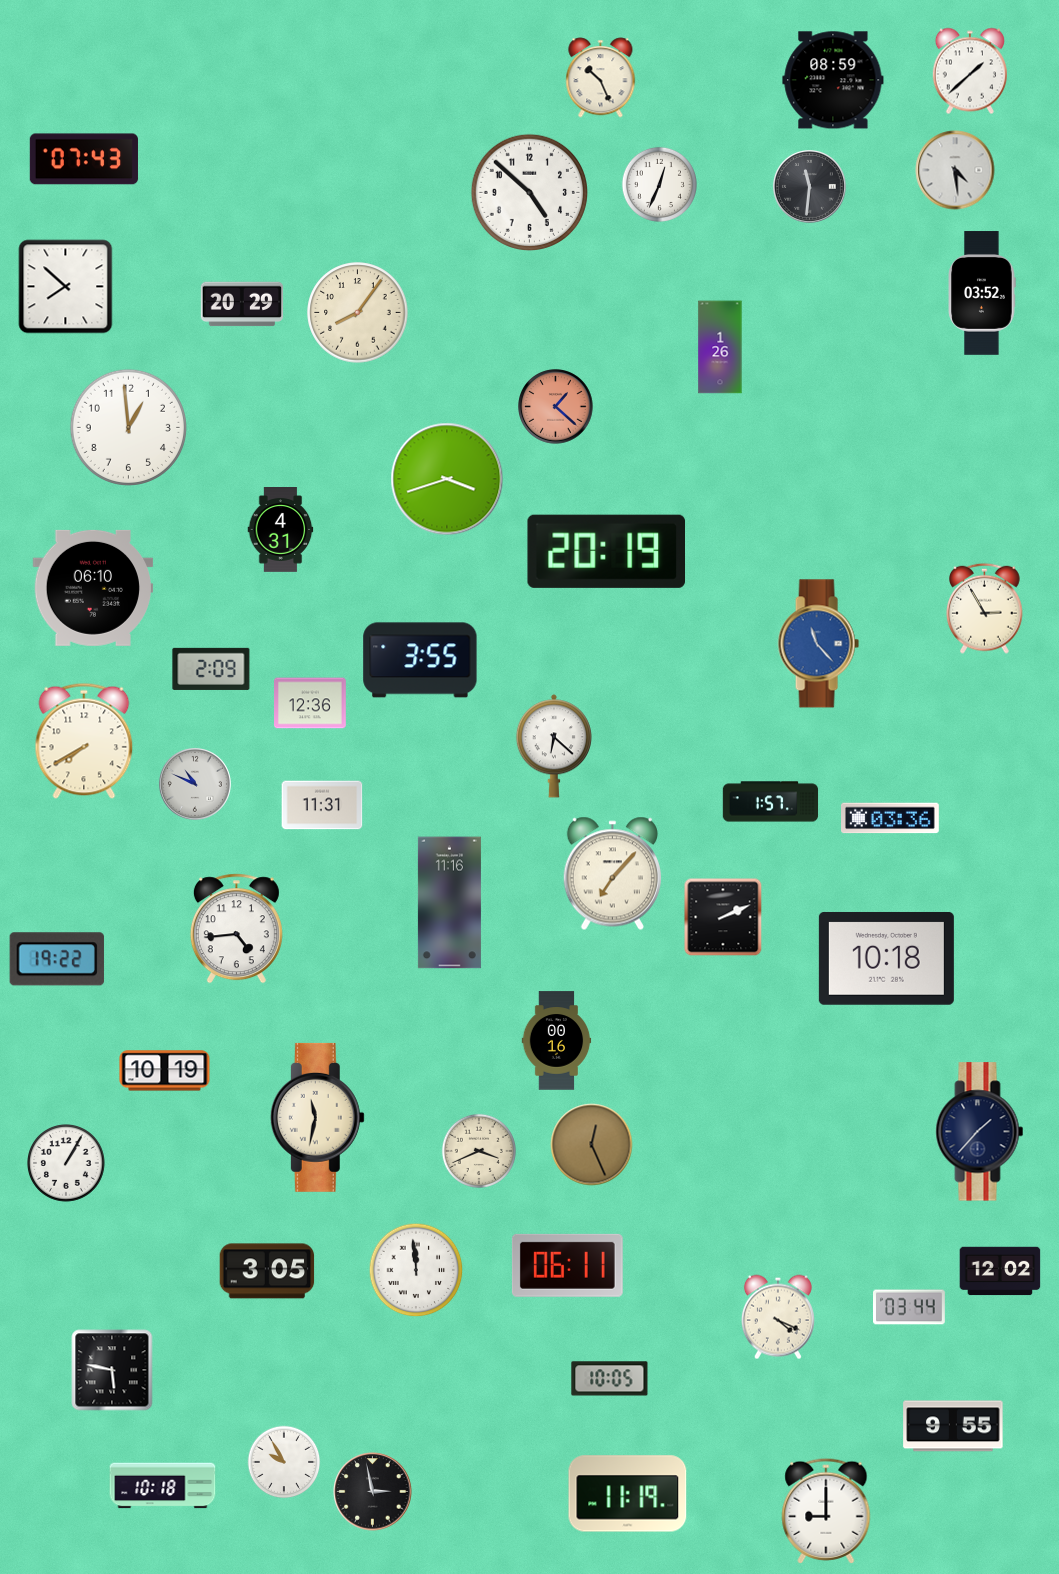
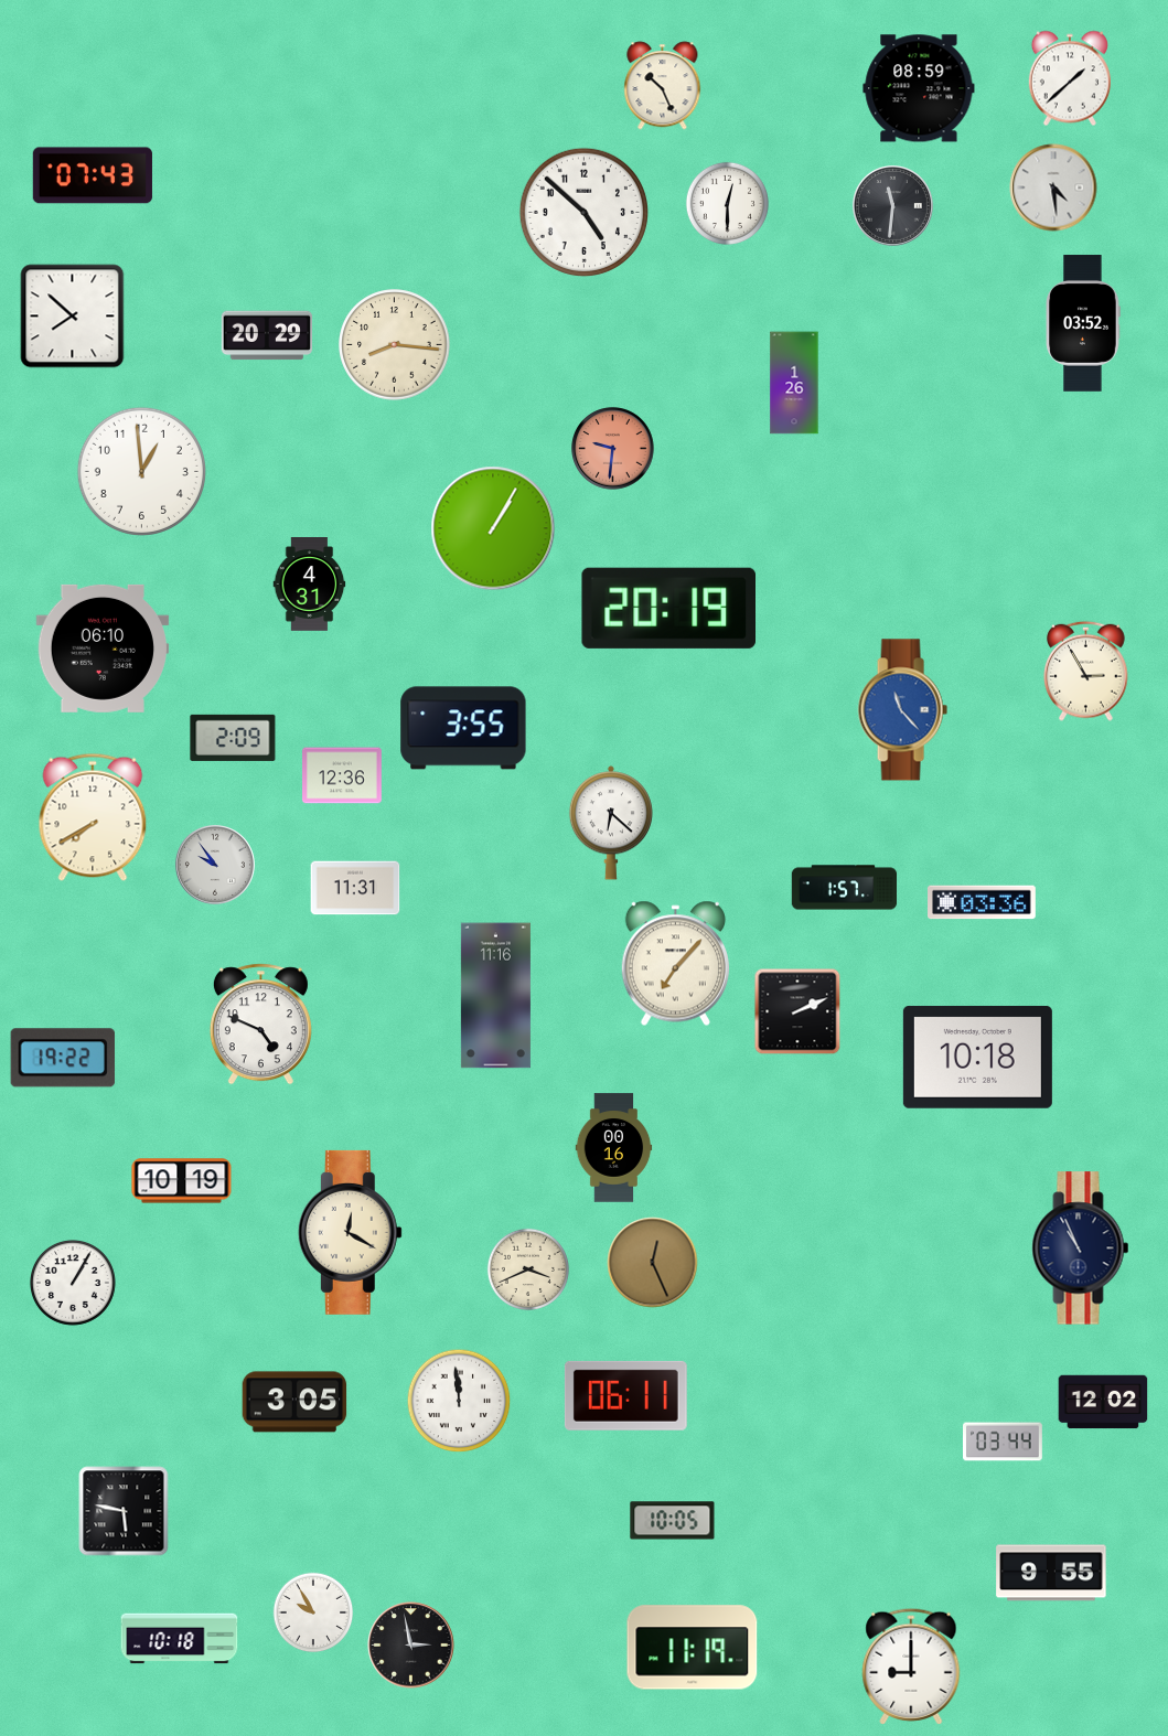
clock at (659, 184): 12:34 -> 12:30
clock at (358, 313): 8:06 -> 8:16
clock at (556, 407): 1:22 -> 9:31
clock at (447, 479): 3:42 -> 1:05
clock at (195, 784): 10:49 -> 9:54
clock at (771, 802) position: (771, 802) -> (845, 888)
clock at (236, 929): 4:44 -> 4:49
clock at (317, 1117): 11:32 -> 12:20
clock at (980, 1132): 1:37 -> 10:56
clock at (778, 1317): 4:19 -> none
